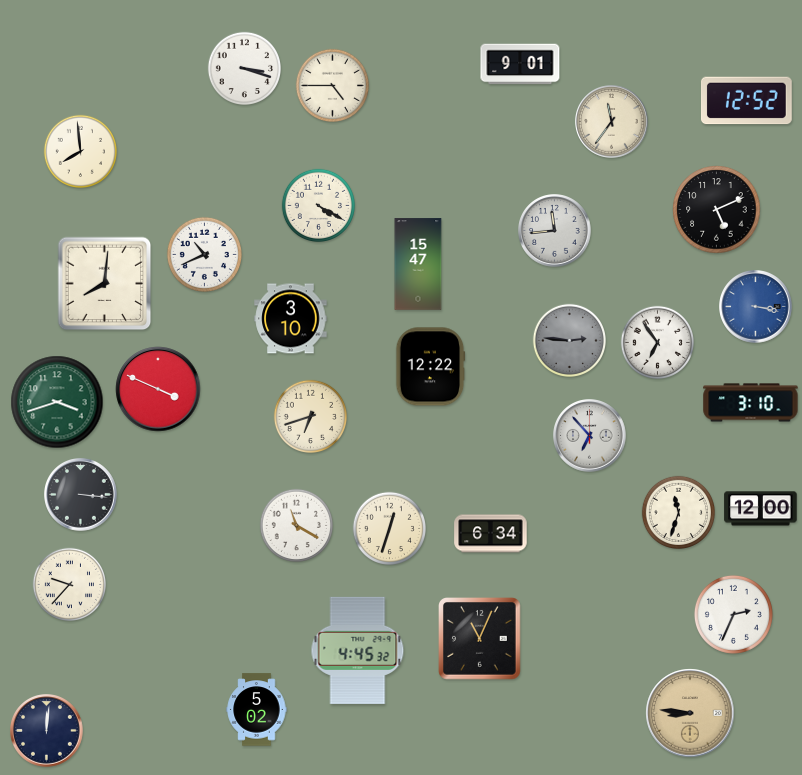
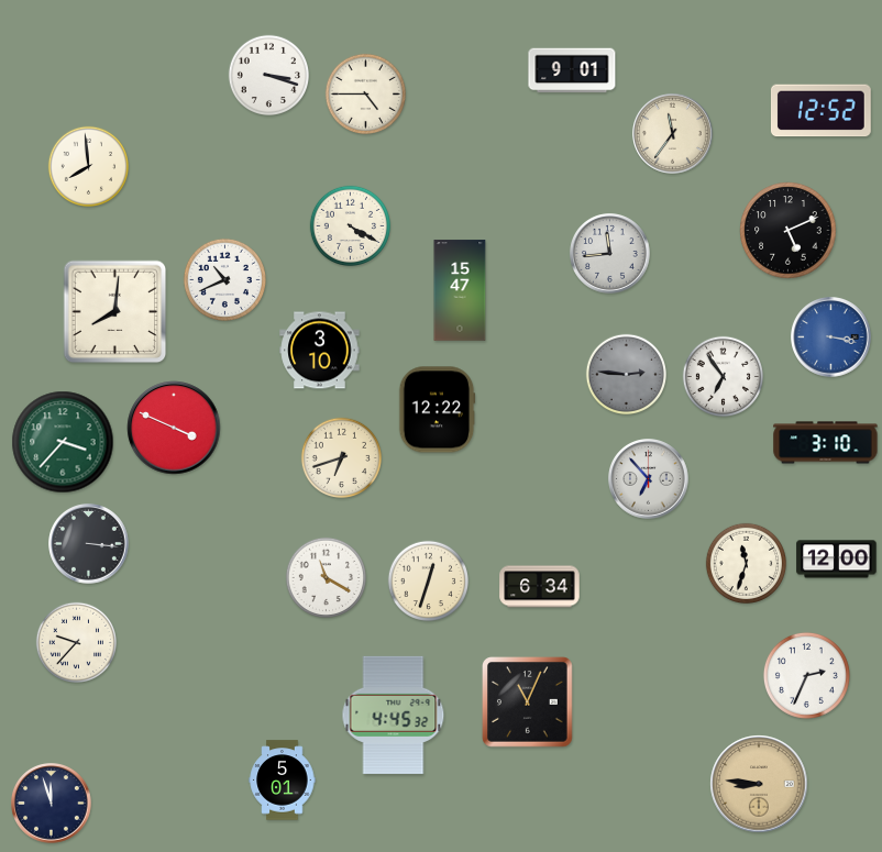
clock at (430, 367) position: (430, 367) -> (437, 410)
clock at (57, 402): 3:42 -> 3:37
clock at (257, 710): 5:02 -> 5:01
clock at (47, 731): 12:01 -> 11:57
